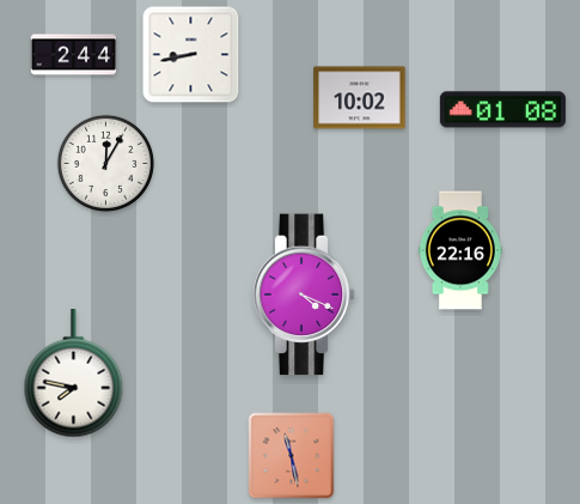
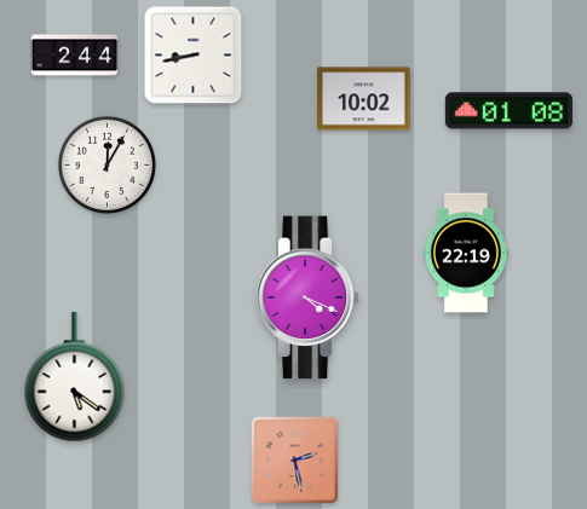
clock at (460, 250): 22:16 -> 22:19
clock at (74, 374): 7:47 -> 5:21
clock at (292, 456): 11:28 -> 2:28
